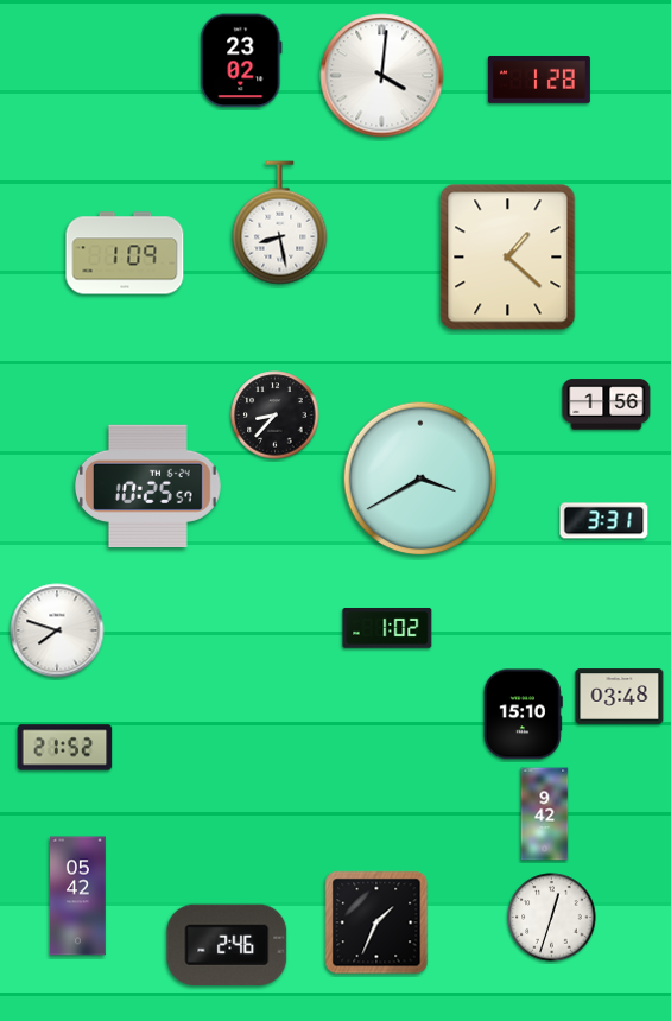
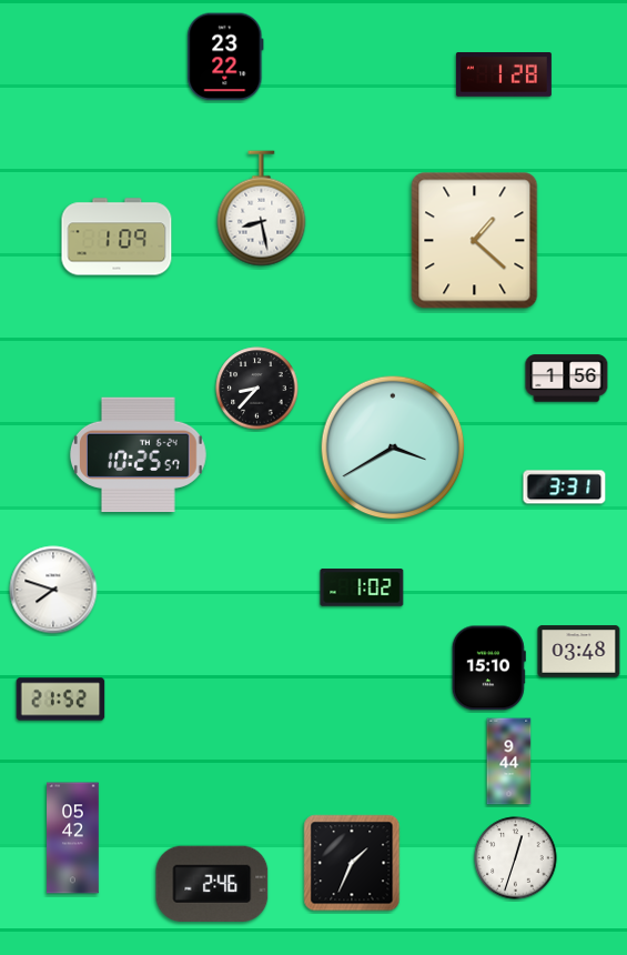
clock at (241, 61): 23:02 -> 23:22
clock at (382, 76): 4:01 -> none
clock at (545, 814): 9:42 -> 9:44
